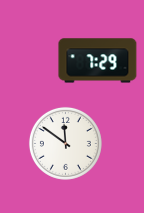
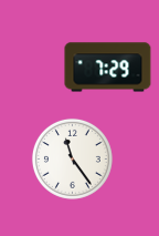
clock at (65, 143): 11:51 -> 11:24
